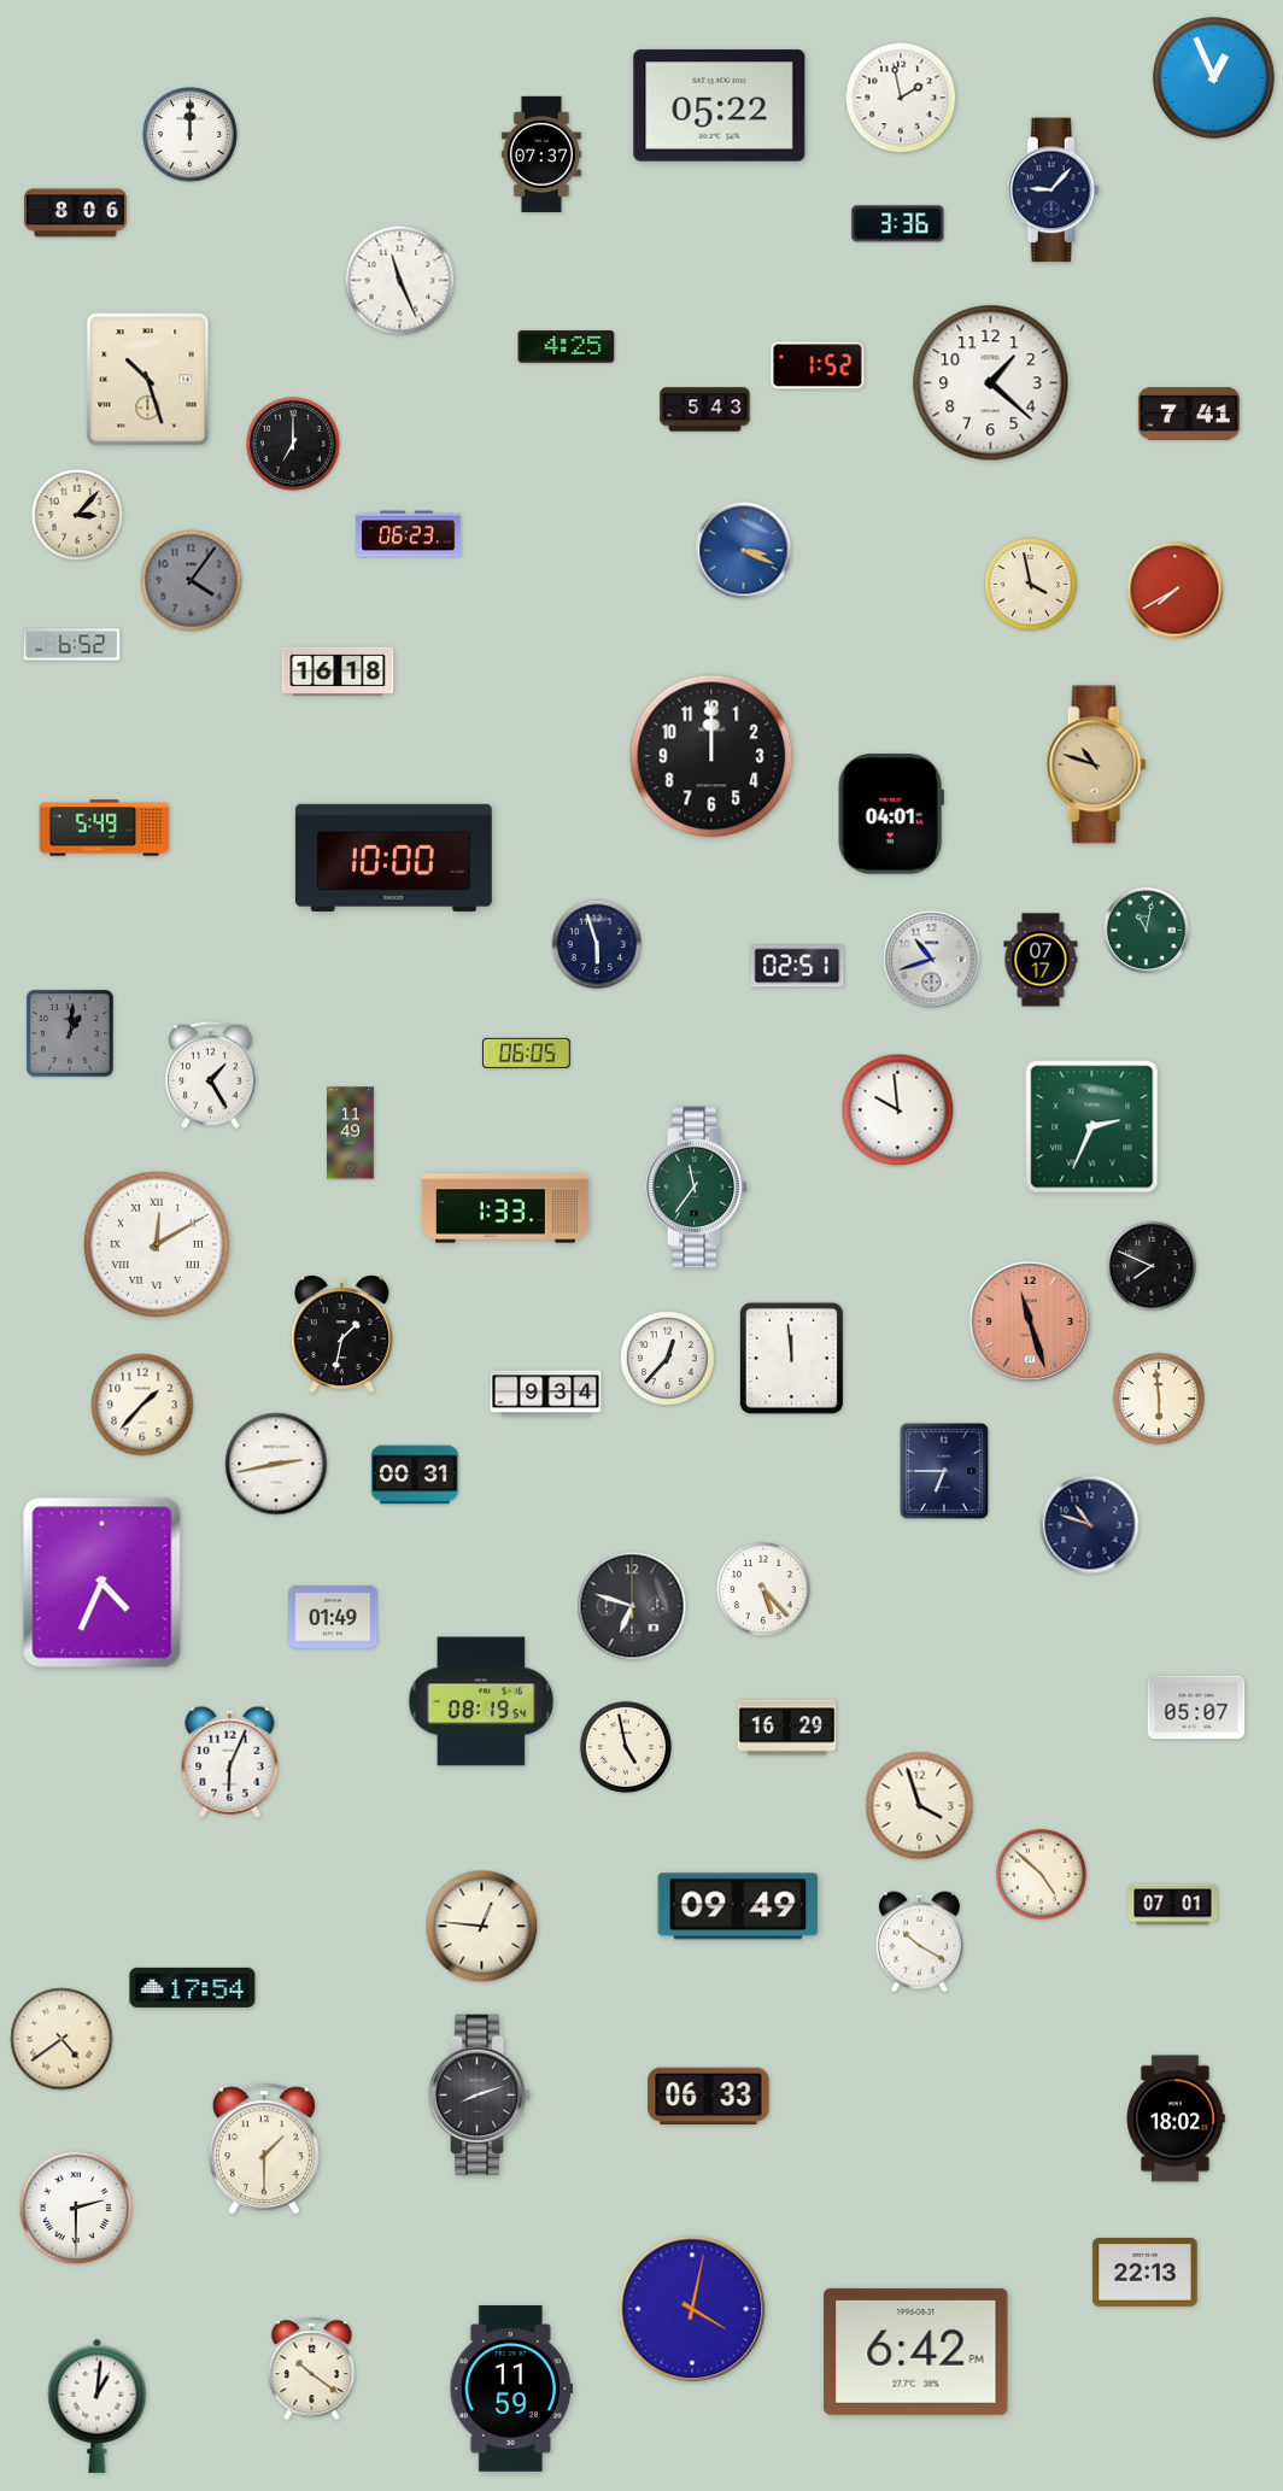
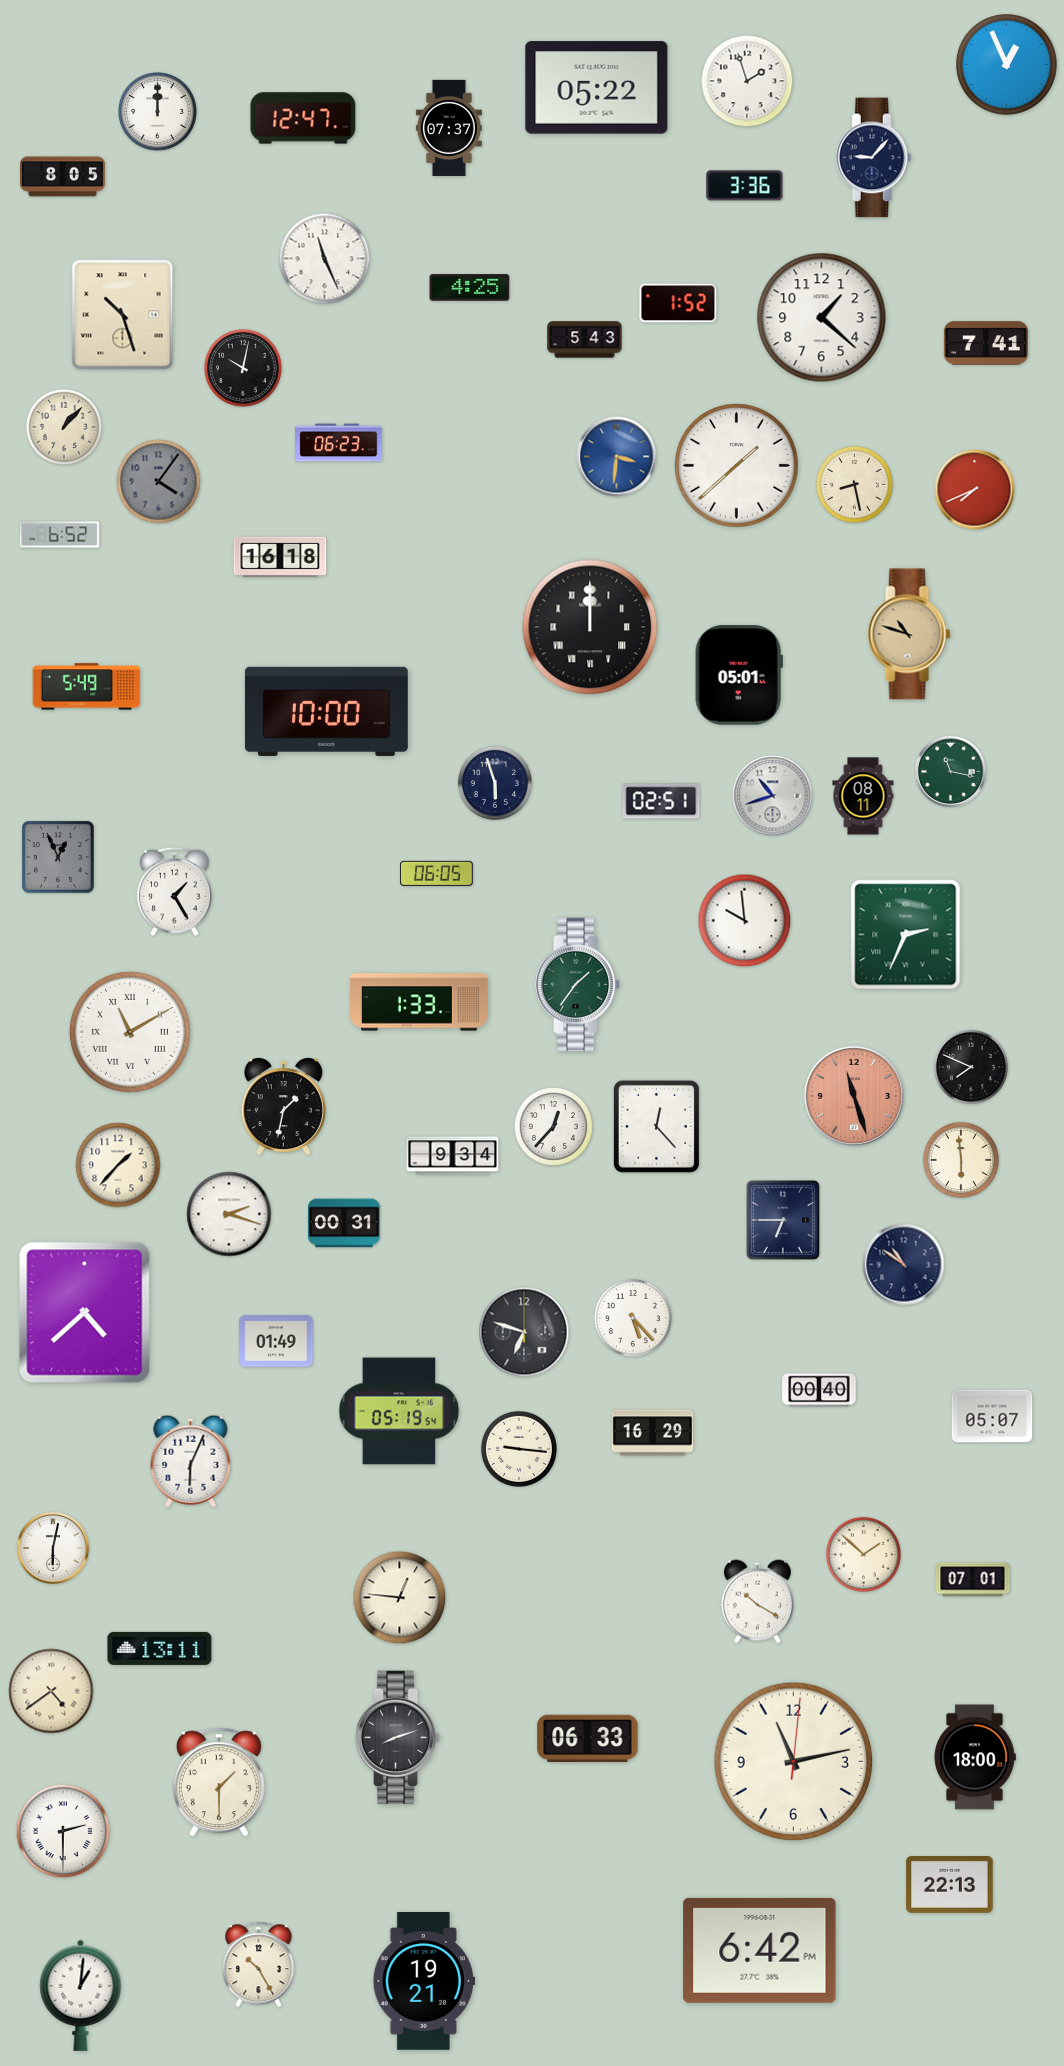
clock at (901, 98): 1:58 -> 1:57
clock at (303, 118): none -> 12:47
clock at (76, 213): 8:06 -> 8:05
clock at (400, 281) position: (400, 281) -> (325, 259)
clock at (293, 444): 7:00 -> 10:02
clock at (77, 515): 3:07 -> 1:07
clock at (744, 551): 3:19 -> 3:31
clock at (737, 466): none -> 1:38
clock at (1030, 584): 3:58 -> 8:28
clock at (1176, 591): 7:40 -> 7:41
clock at (711, 756) numerals: Arabic -> Roman
clock at (891, 814): 04:01 -> 05:01
clock at (1146, 930): 11:02 -> 11:17
clock at (1041, 960): 07:17 -> 08:11
clock at (70, 1033): 1:01 -> 12:56
clock at (351, 1133): 11:49 -> none
clock at (697, 1188): 11:36 -> 1:36
clock at (157, 1244): 12:10 -> 11:10
clock at (1152, 1266) position: (1152, 1266) -> (971, 1067)
clock at (791, 1358): 11:59 -> 12:23
clock at (276, 1464): 2:43 -> 2:18
clock at (1090, 1525): 10:48 -> 10:51
clock at (102, 1583): 4:34 -> 4:38
clock at (819, 1390): none -> 00:40
clock at (481, 1701): 08:19 -> 05:19
clock at (626, 1747): 4:58 -> 9:16
clock at (920, 1806): 3:57 -> none
clock at (53, 1548): none -> 6:02
clock at (1041, 1874): 4:52 -> 1:52
clock at (738, 1906): 09:49 -> none
clock at (919, 1942) position: (919, 1942) -> (757, 1602)
clock at (193, 1987): 17:54 -> 13:11
clock at (1176, 2118): 18:02 -> 18:00
clock at (794, 1762): none -> 11:13
clock at (692, 2309): 4:02 -> none
clock at (312, 2369): 10:21 -> 10:25
clock at (511, 2389): 11:59 -> 19:21
